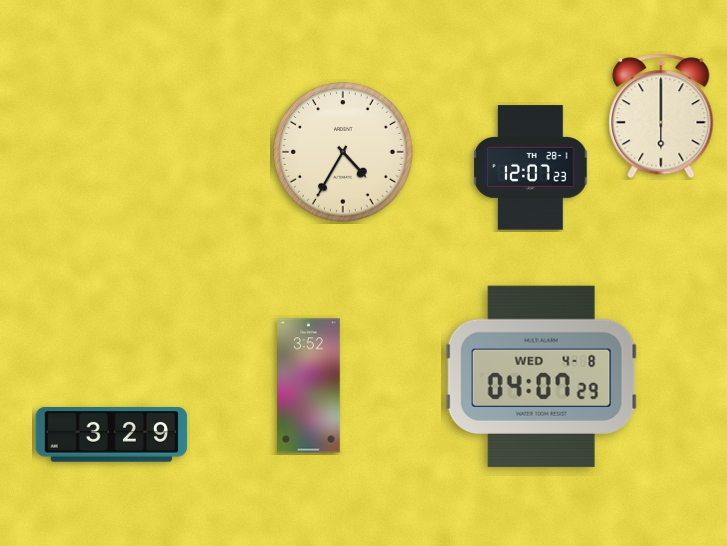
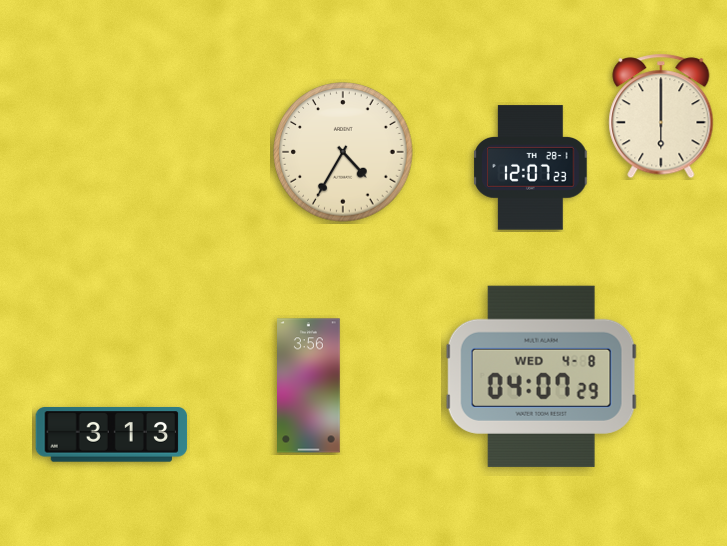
clock at (309, 386): 3:52 -> 3:56
clock at (112, 435): 3:29 -> 3:13
